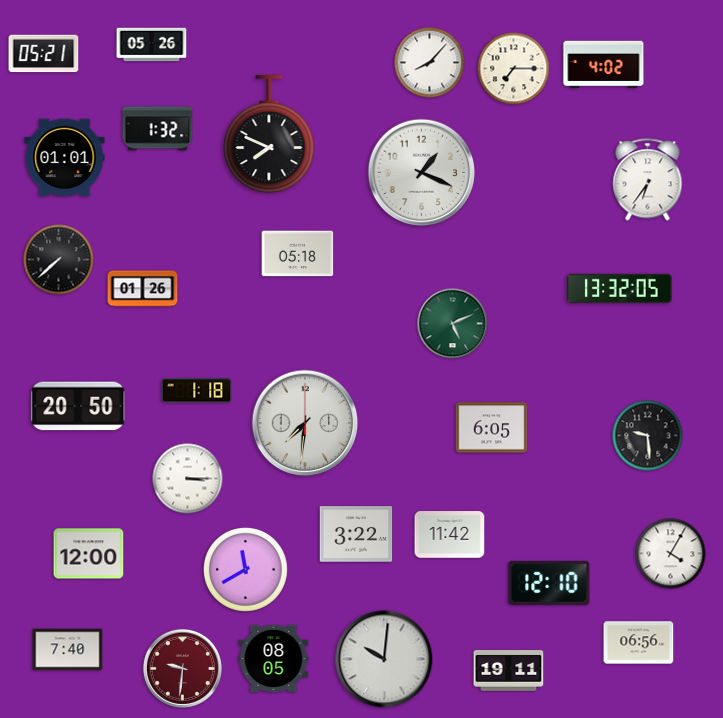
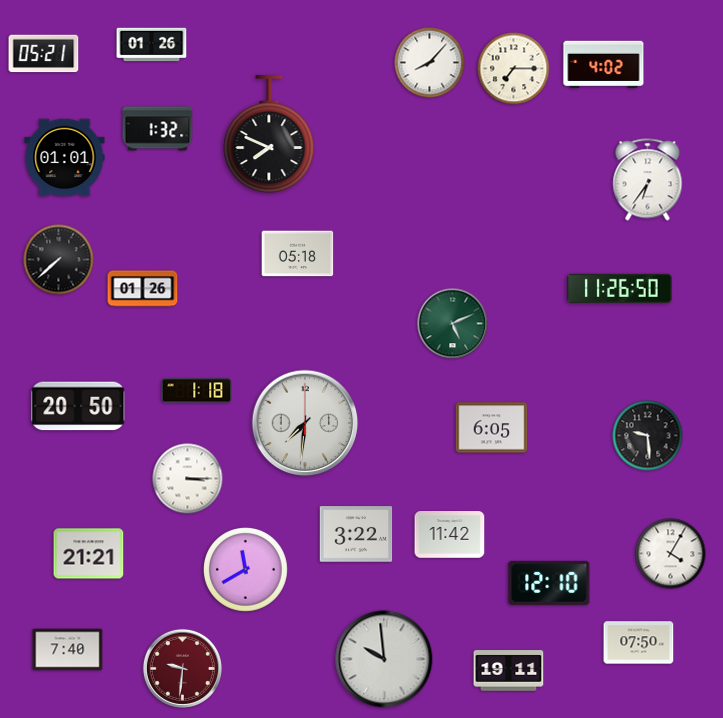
clock at (152, 45): 05:26 -> 01:26
clock at (422, 173): 1:19 -> none
clock at (620, 288): 13:32 -> 11:26
clock at (89, 554): 12:00 -> 21:21
clock at (639, 643): 06:56 -> 07:50
clock at (274, 659): 08:05 -> none
clock at (384, 659): 10:01 -> 9:59
